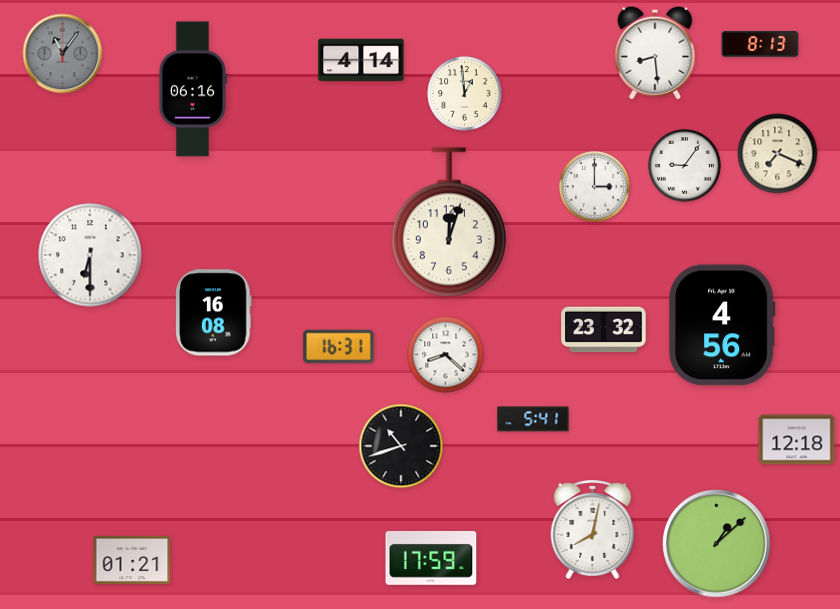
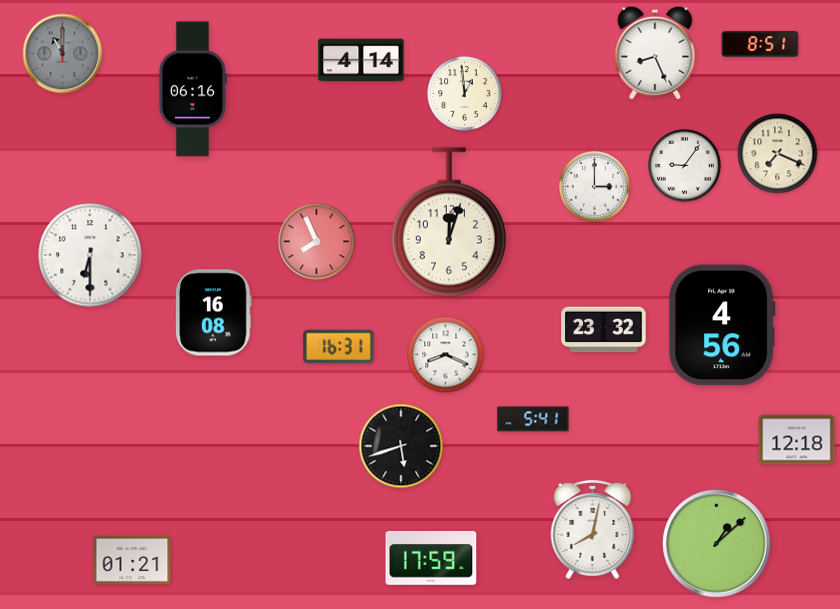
clock at (760, 44): 8:13 -> 8:51
clock at (655, 53): 8:29 -> 8:26
clock at (63, 54): 11:06 -> 11:00
clock at (317, 242): none -> 7:56
clock at (446, 355): 8:22 -> 8:19
clock at (401, 446): 10:42 -> 5:42
